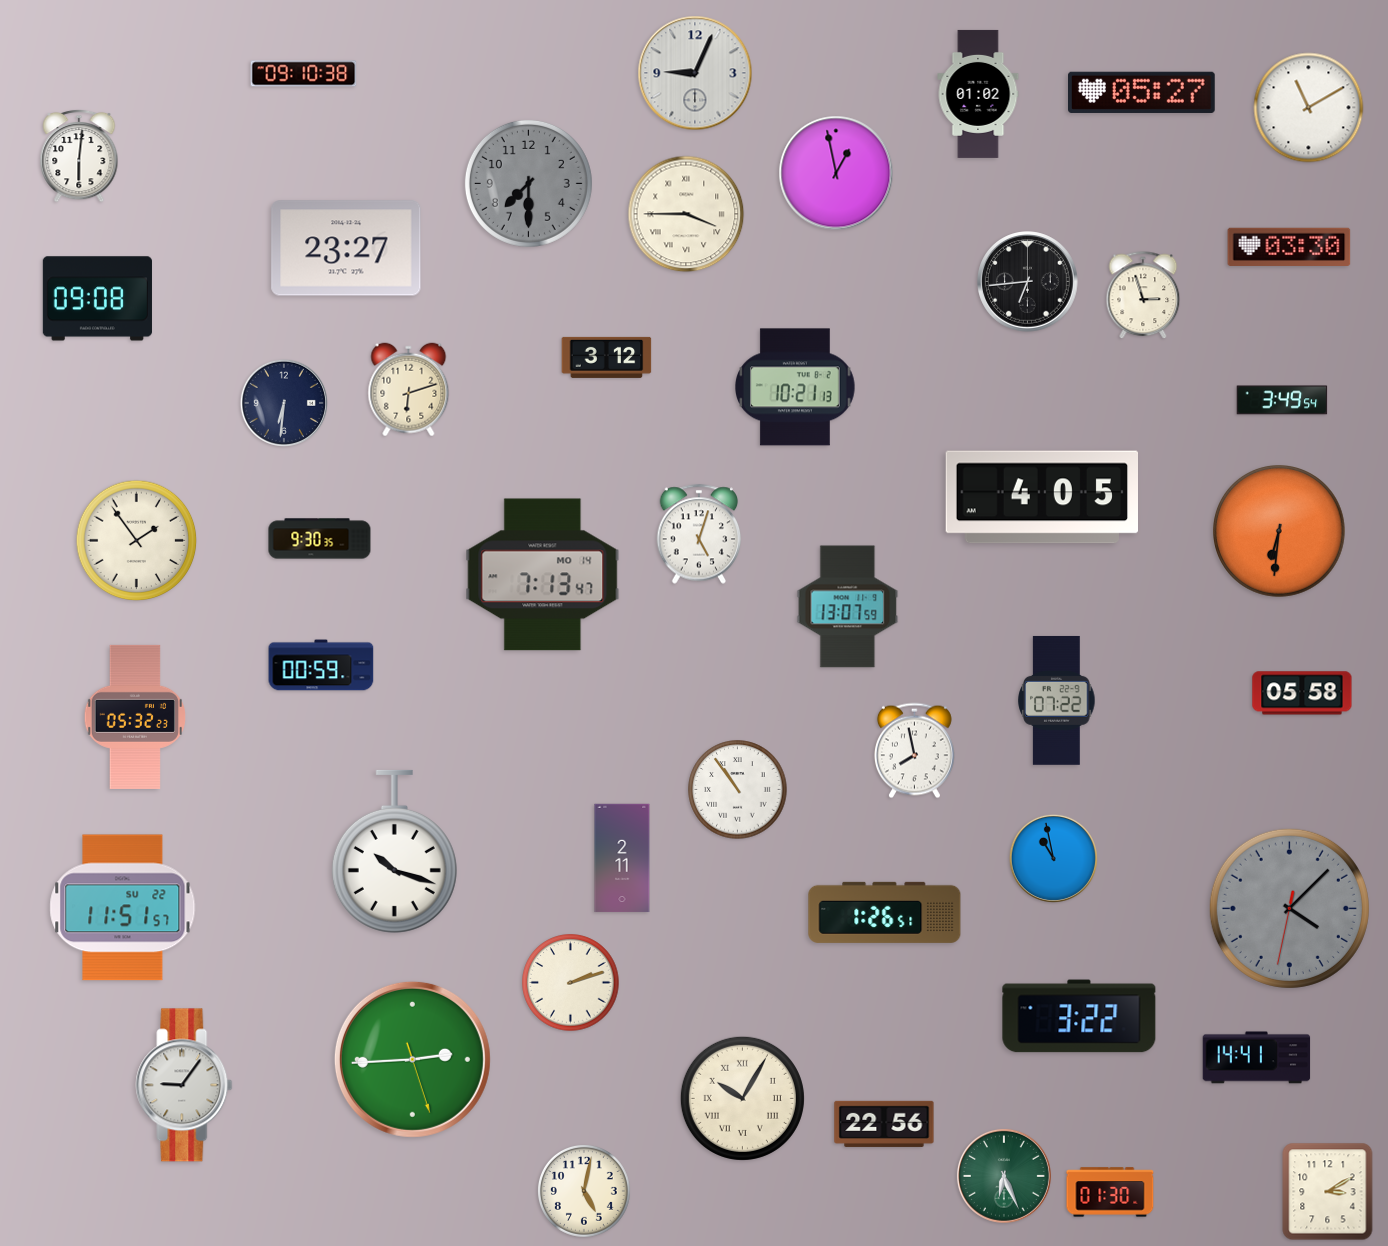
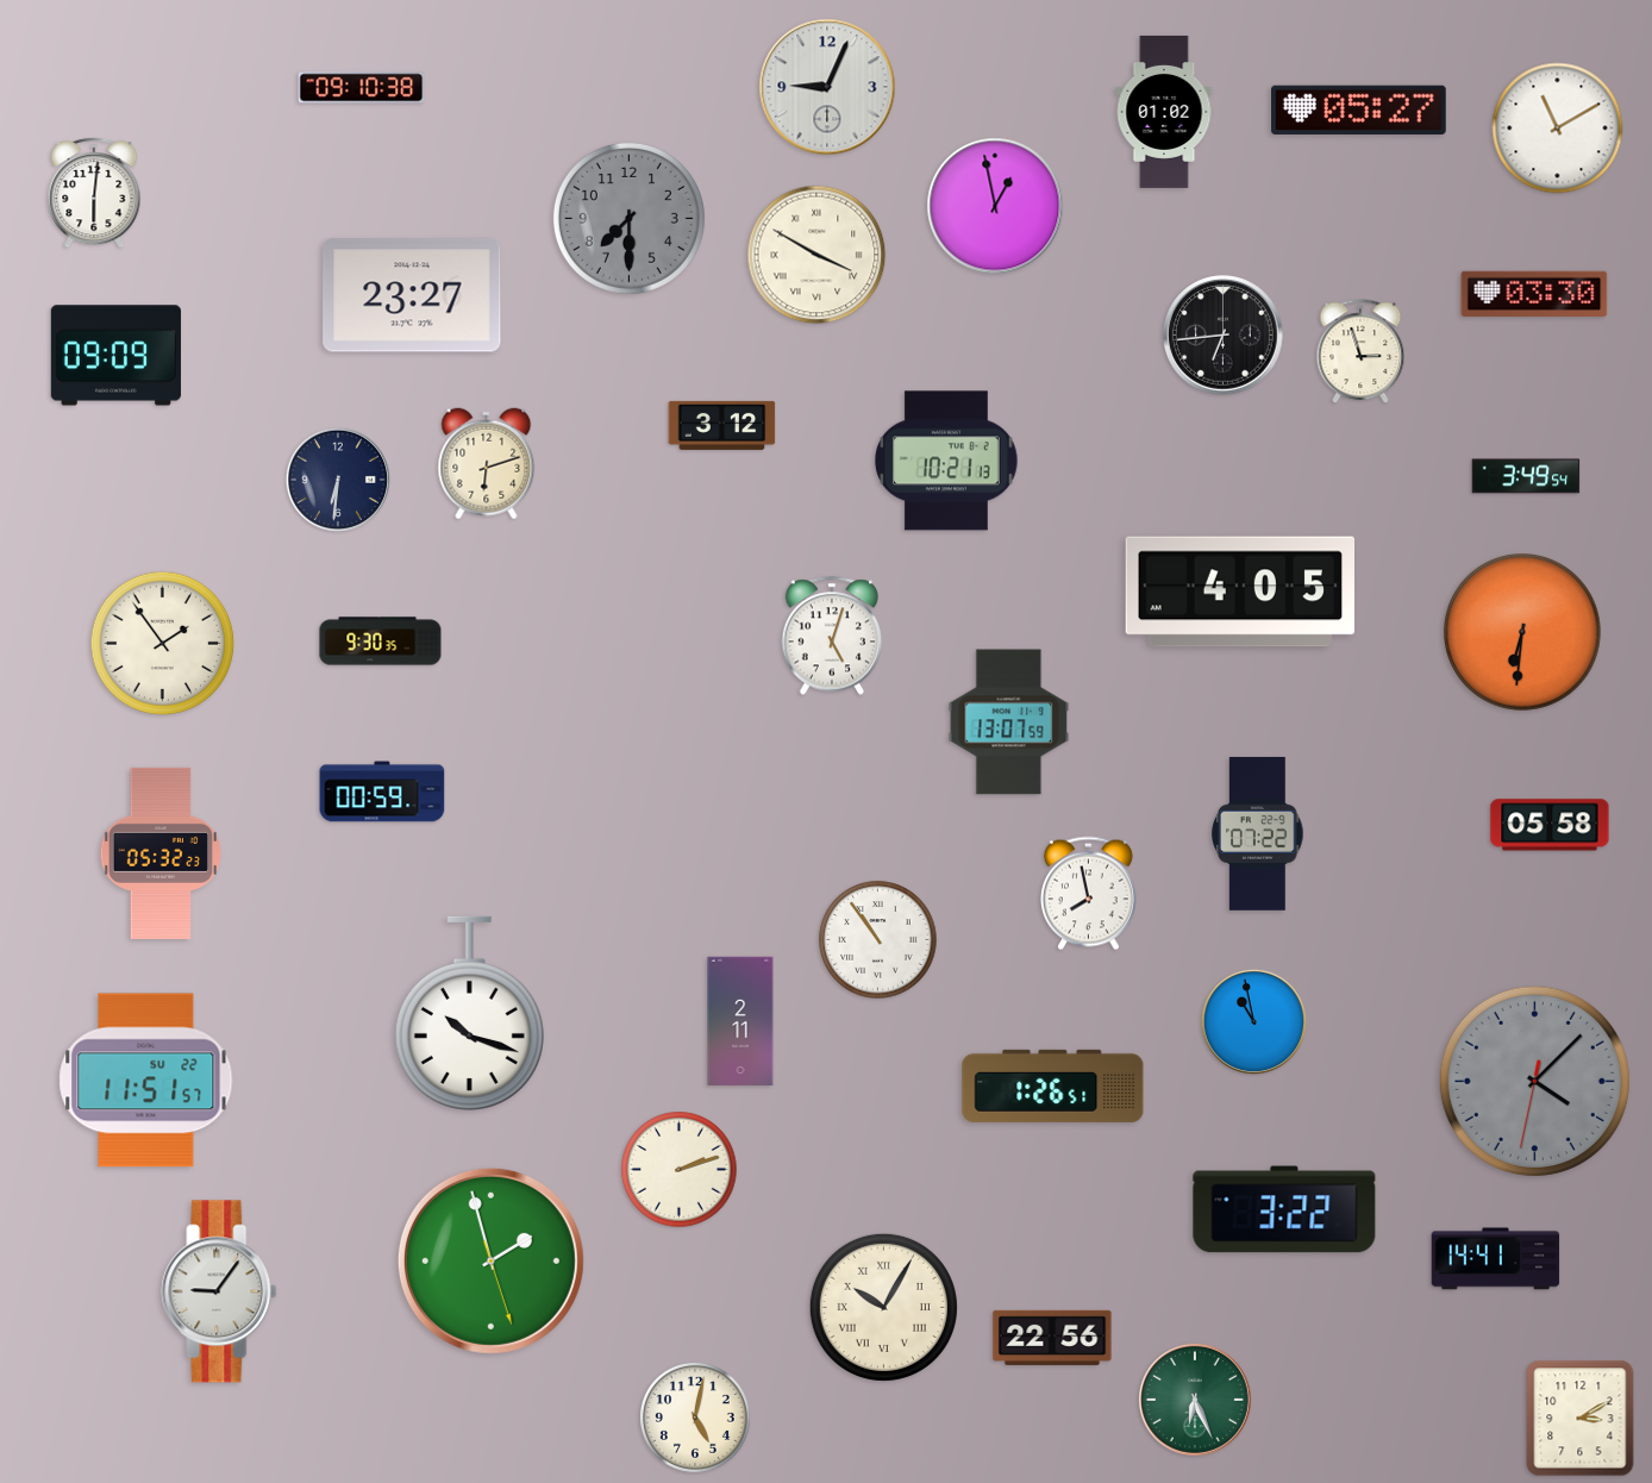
clock at (79, 156) position: (79, 156) -> (94, 193)
clock at (686, 214): 3:45 -> 3:50
clock at (97, 299): 09:08 -> 09:09
clock at (543, 575): 7:13 -> none
clock at (412, 1059): 2:44 -> 1:57
clock at (1110, 1192): 01:30 -> none
